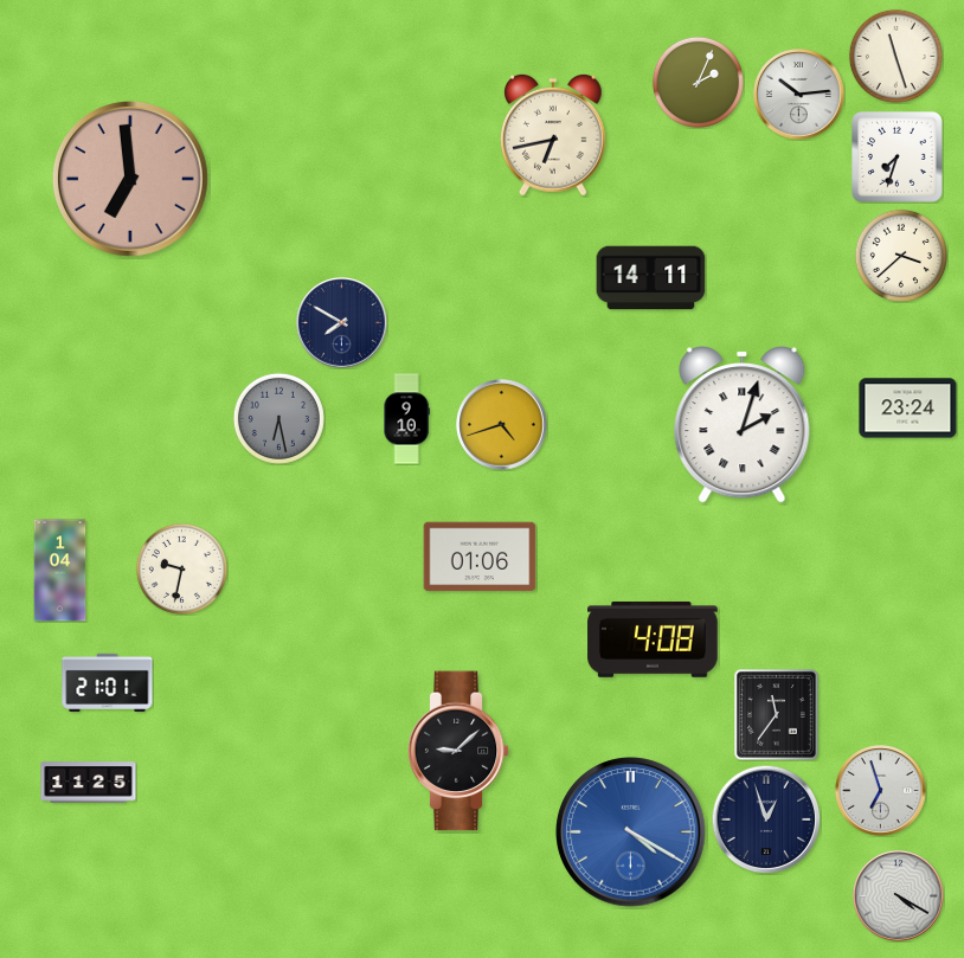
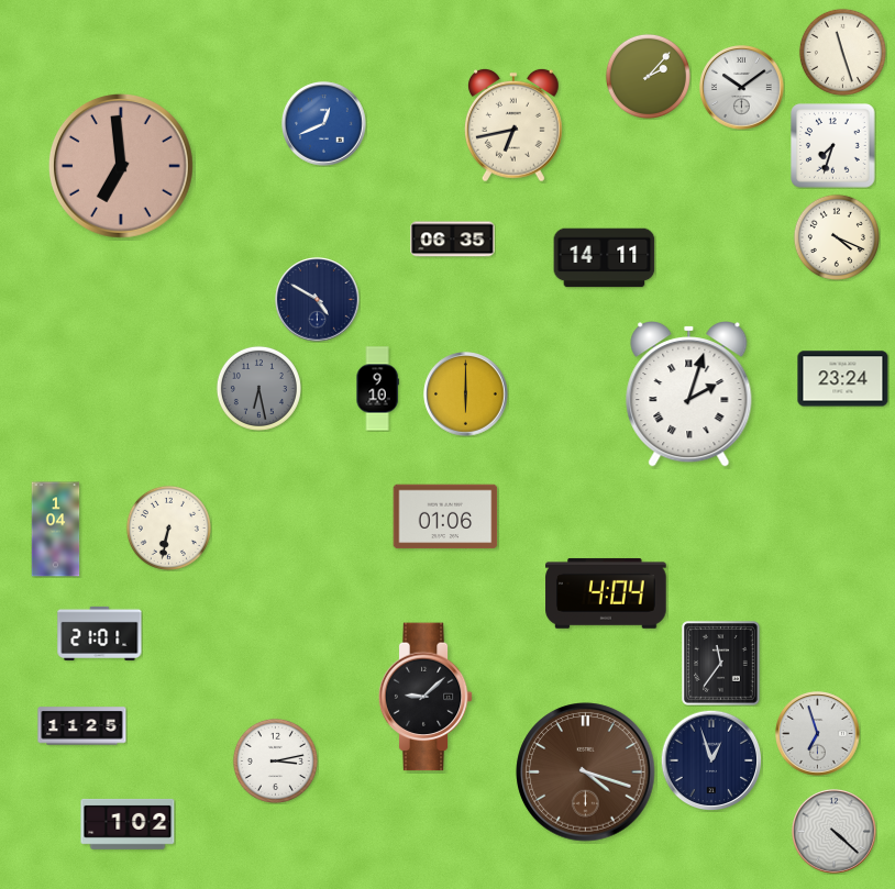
clock at (895, 56) position: (895, 56) -> (842, 52)
clock at (698, 82): 2:04 -> 2:07
clock at (799, 95): 10:14 -> 10:09
clock at (324, 124): none -> 12:41
clock at (901, 256): 3:38 -> 4:19
clock at (453, 240): none -> 06:35
clock at (342, 323): 7:50 -> 4:50
clock at (502, 425): 4:42 -> 6:00
clock at (181, 568): 9:32 -> 6:32
clock at (653, 639): 4:08 -> 4:04
clock at (275, 760): none -> 3:13
clock at (631, 832): 4:20 -> 4:18
clock at (631, 832) dial: blue -> brown
clock at (128, 824): none -> 1:02
clock at (899, 896): 4:20 -> 4:22
